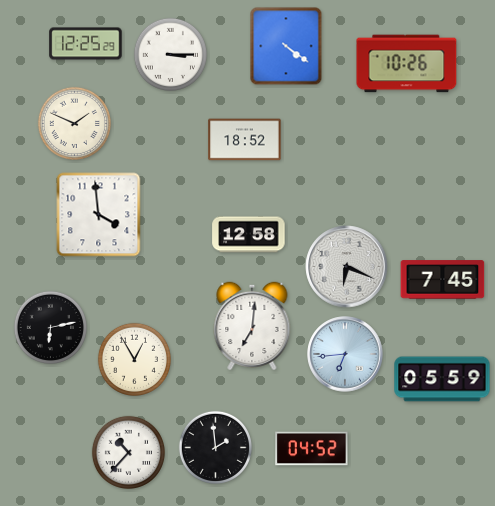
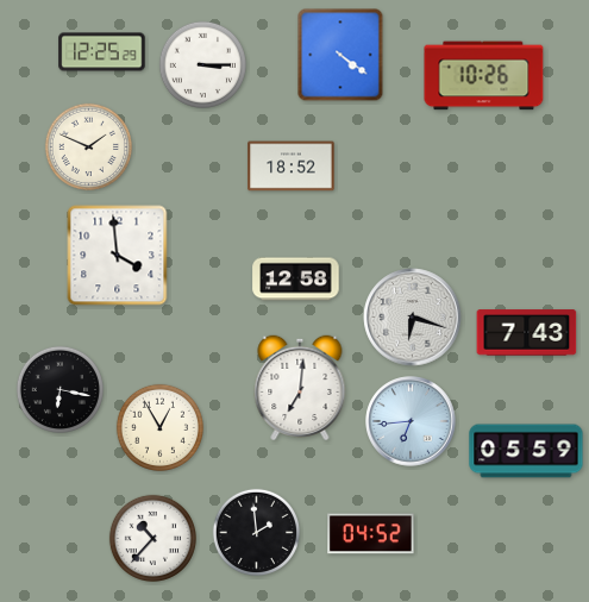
clock at (347, 267): 6:19 -> 6:18
clock at (443, 280): 7:45 -> 7:43
clock at (50, 327): 6:13 -> 6:17
